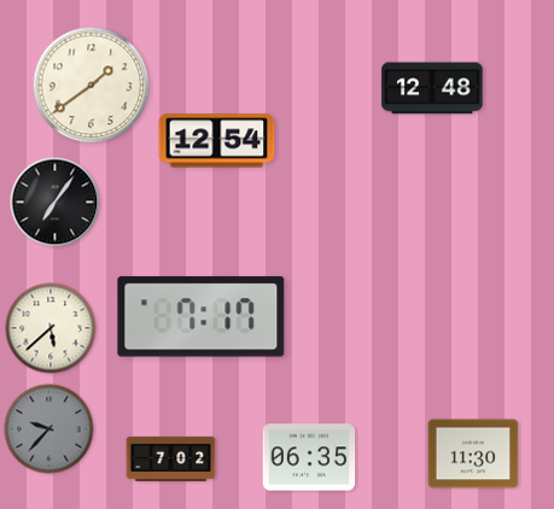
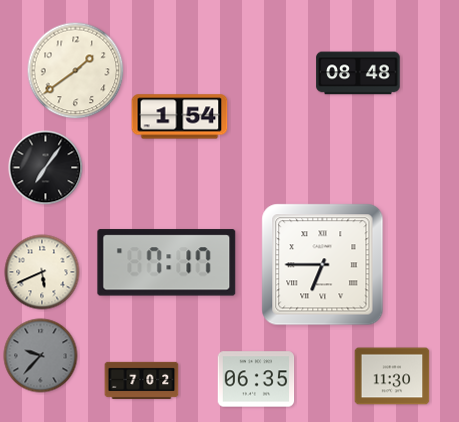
clock at (432, 88): 12:48 -> 08:48
clock at (217, 141): 12:54 -> 1:54
clock at (323, 265): none -> 6:45
clock at (51, 328): 5:38 -> 5:41
